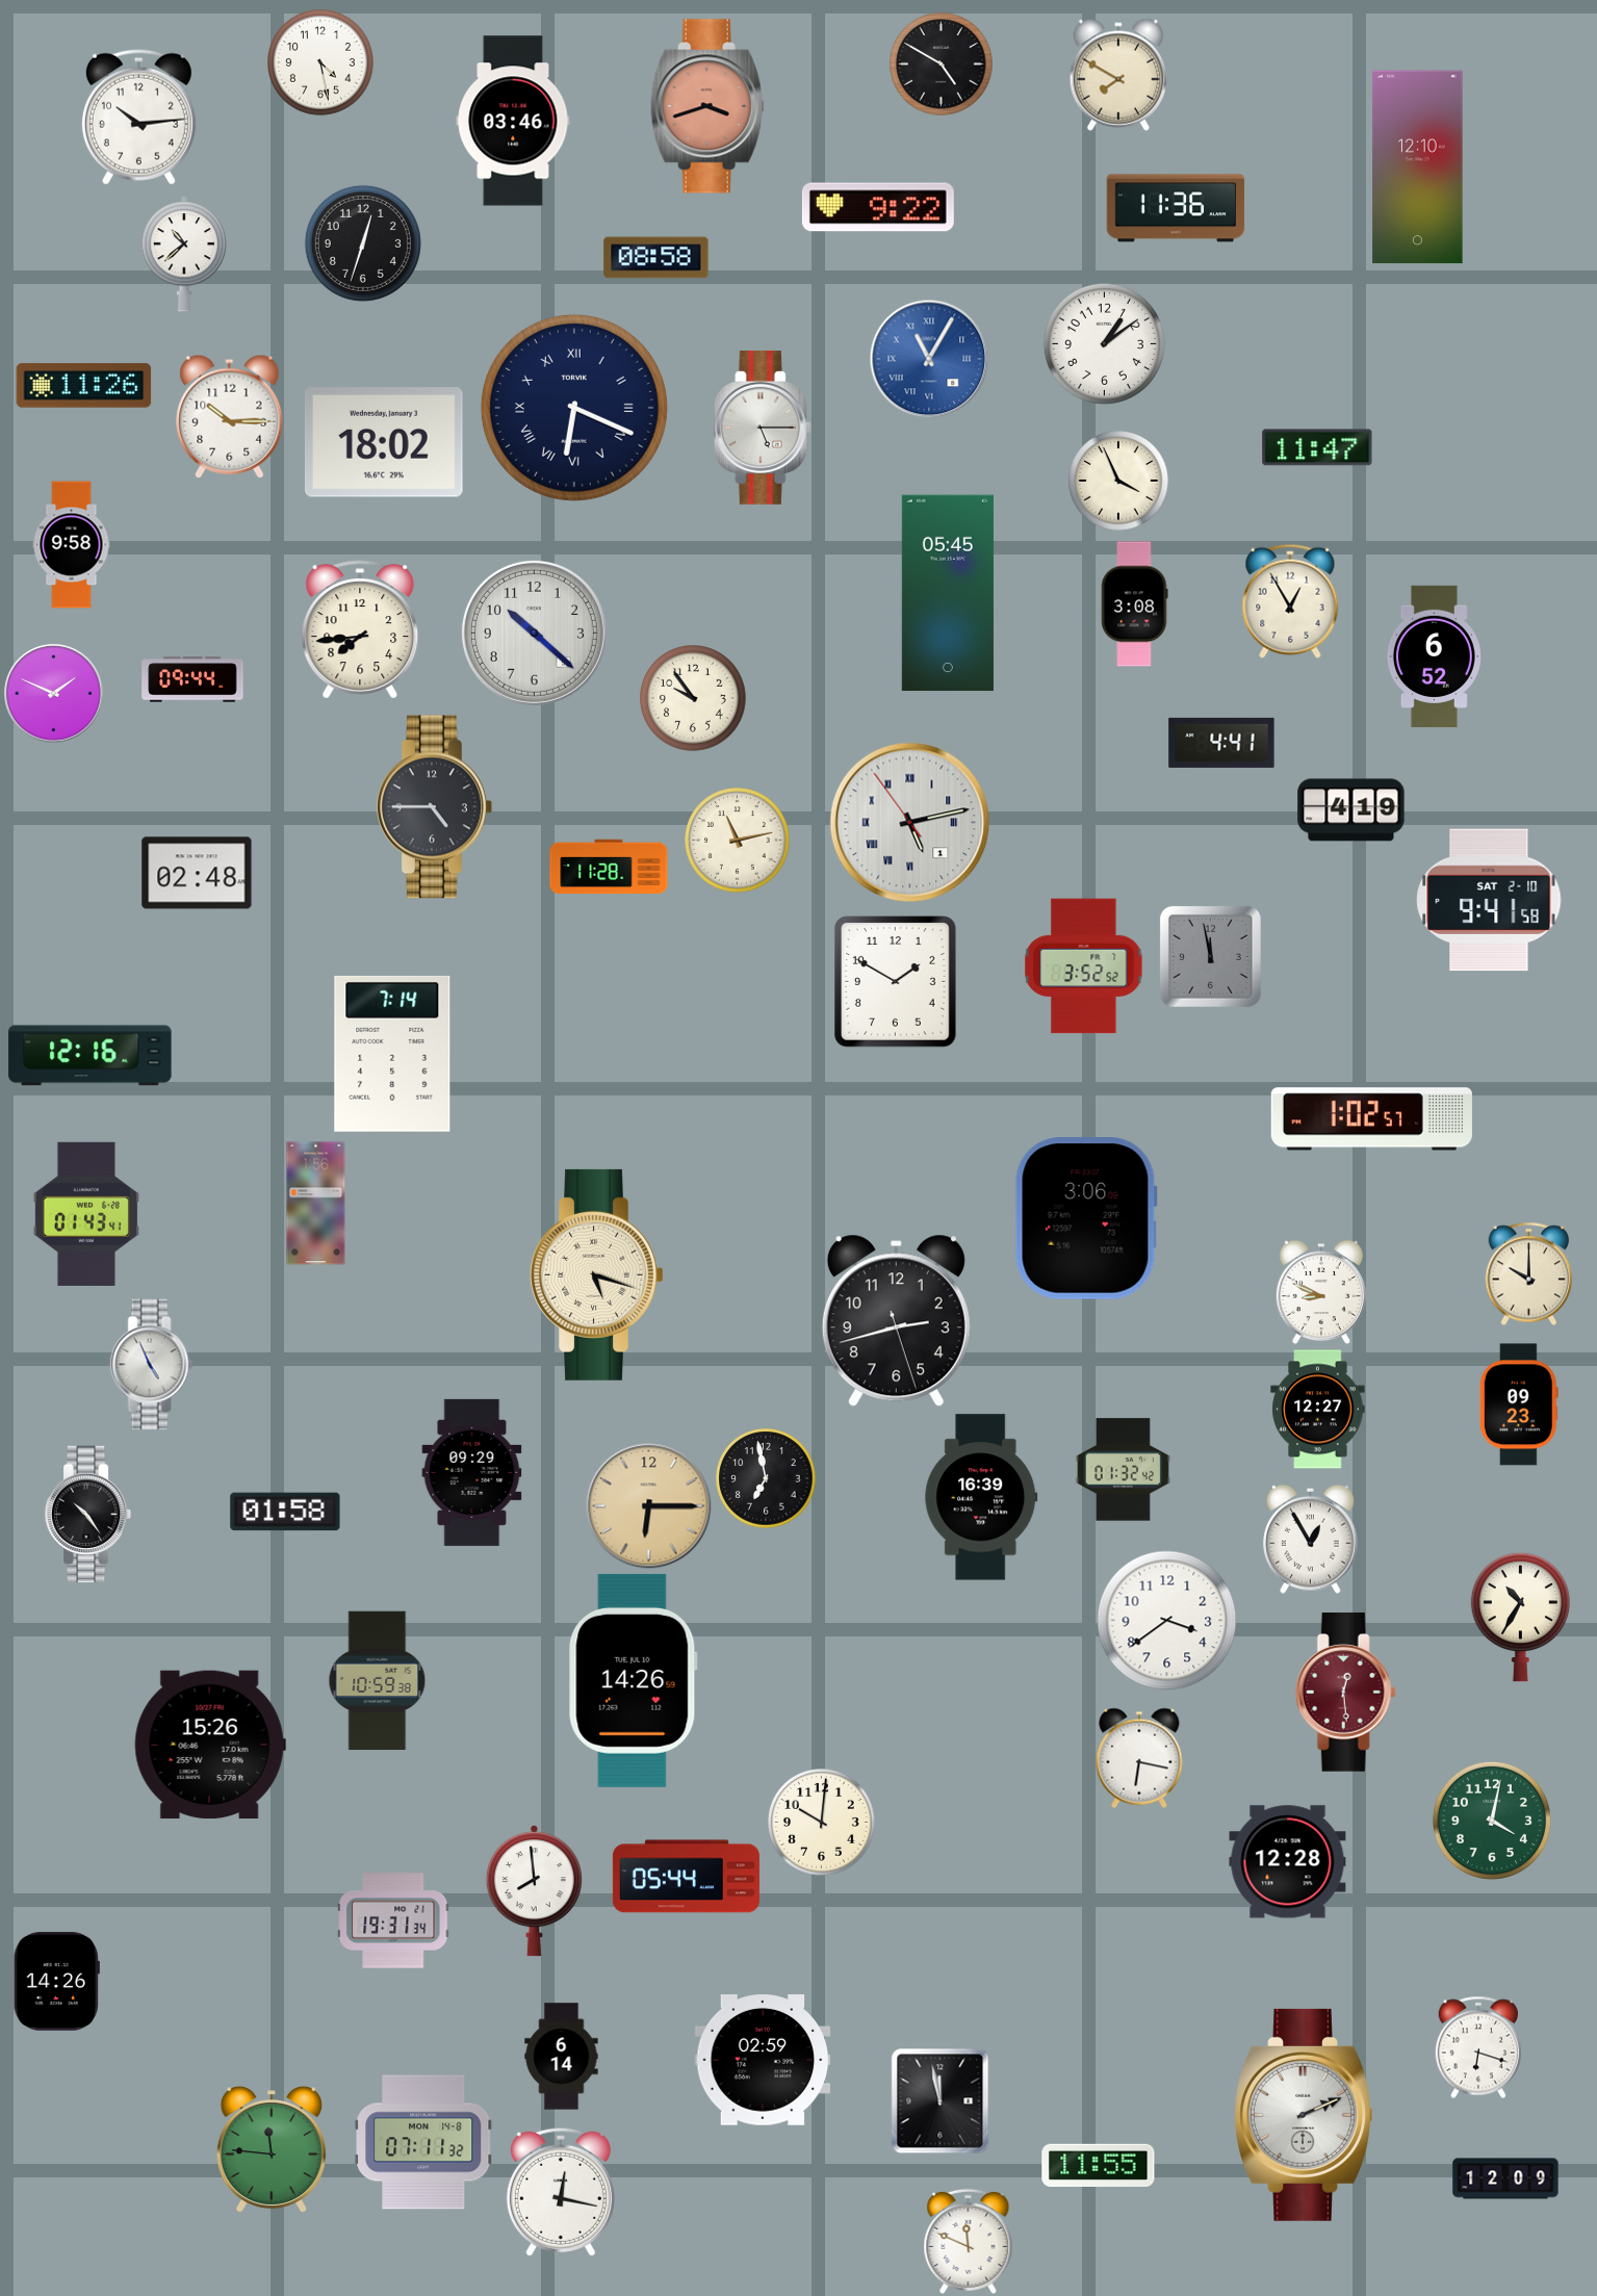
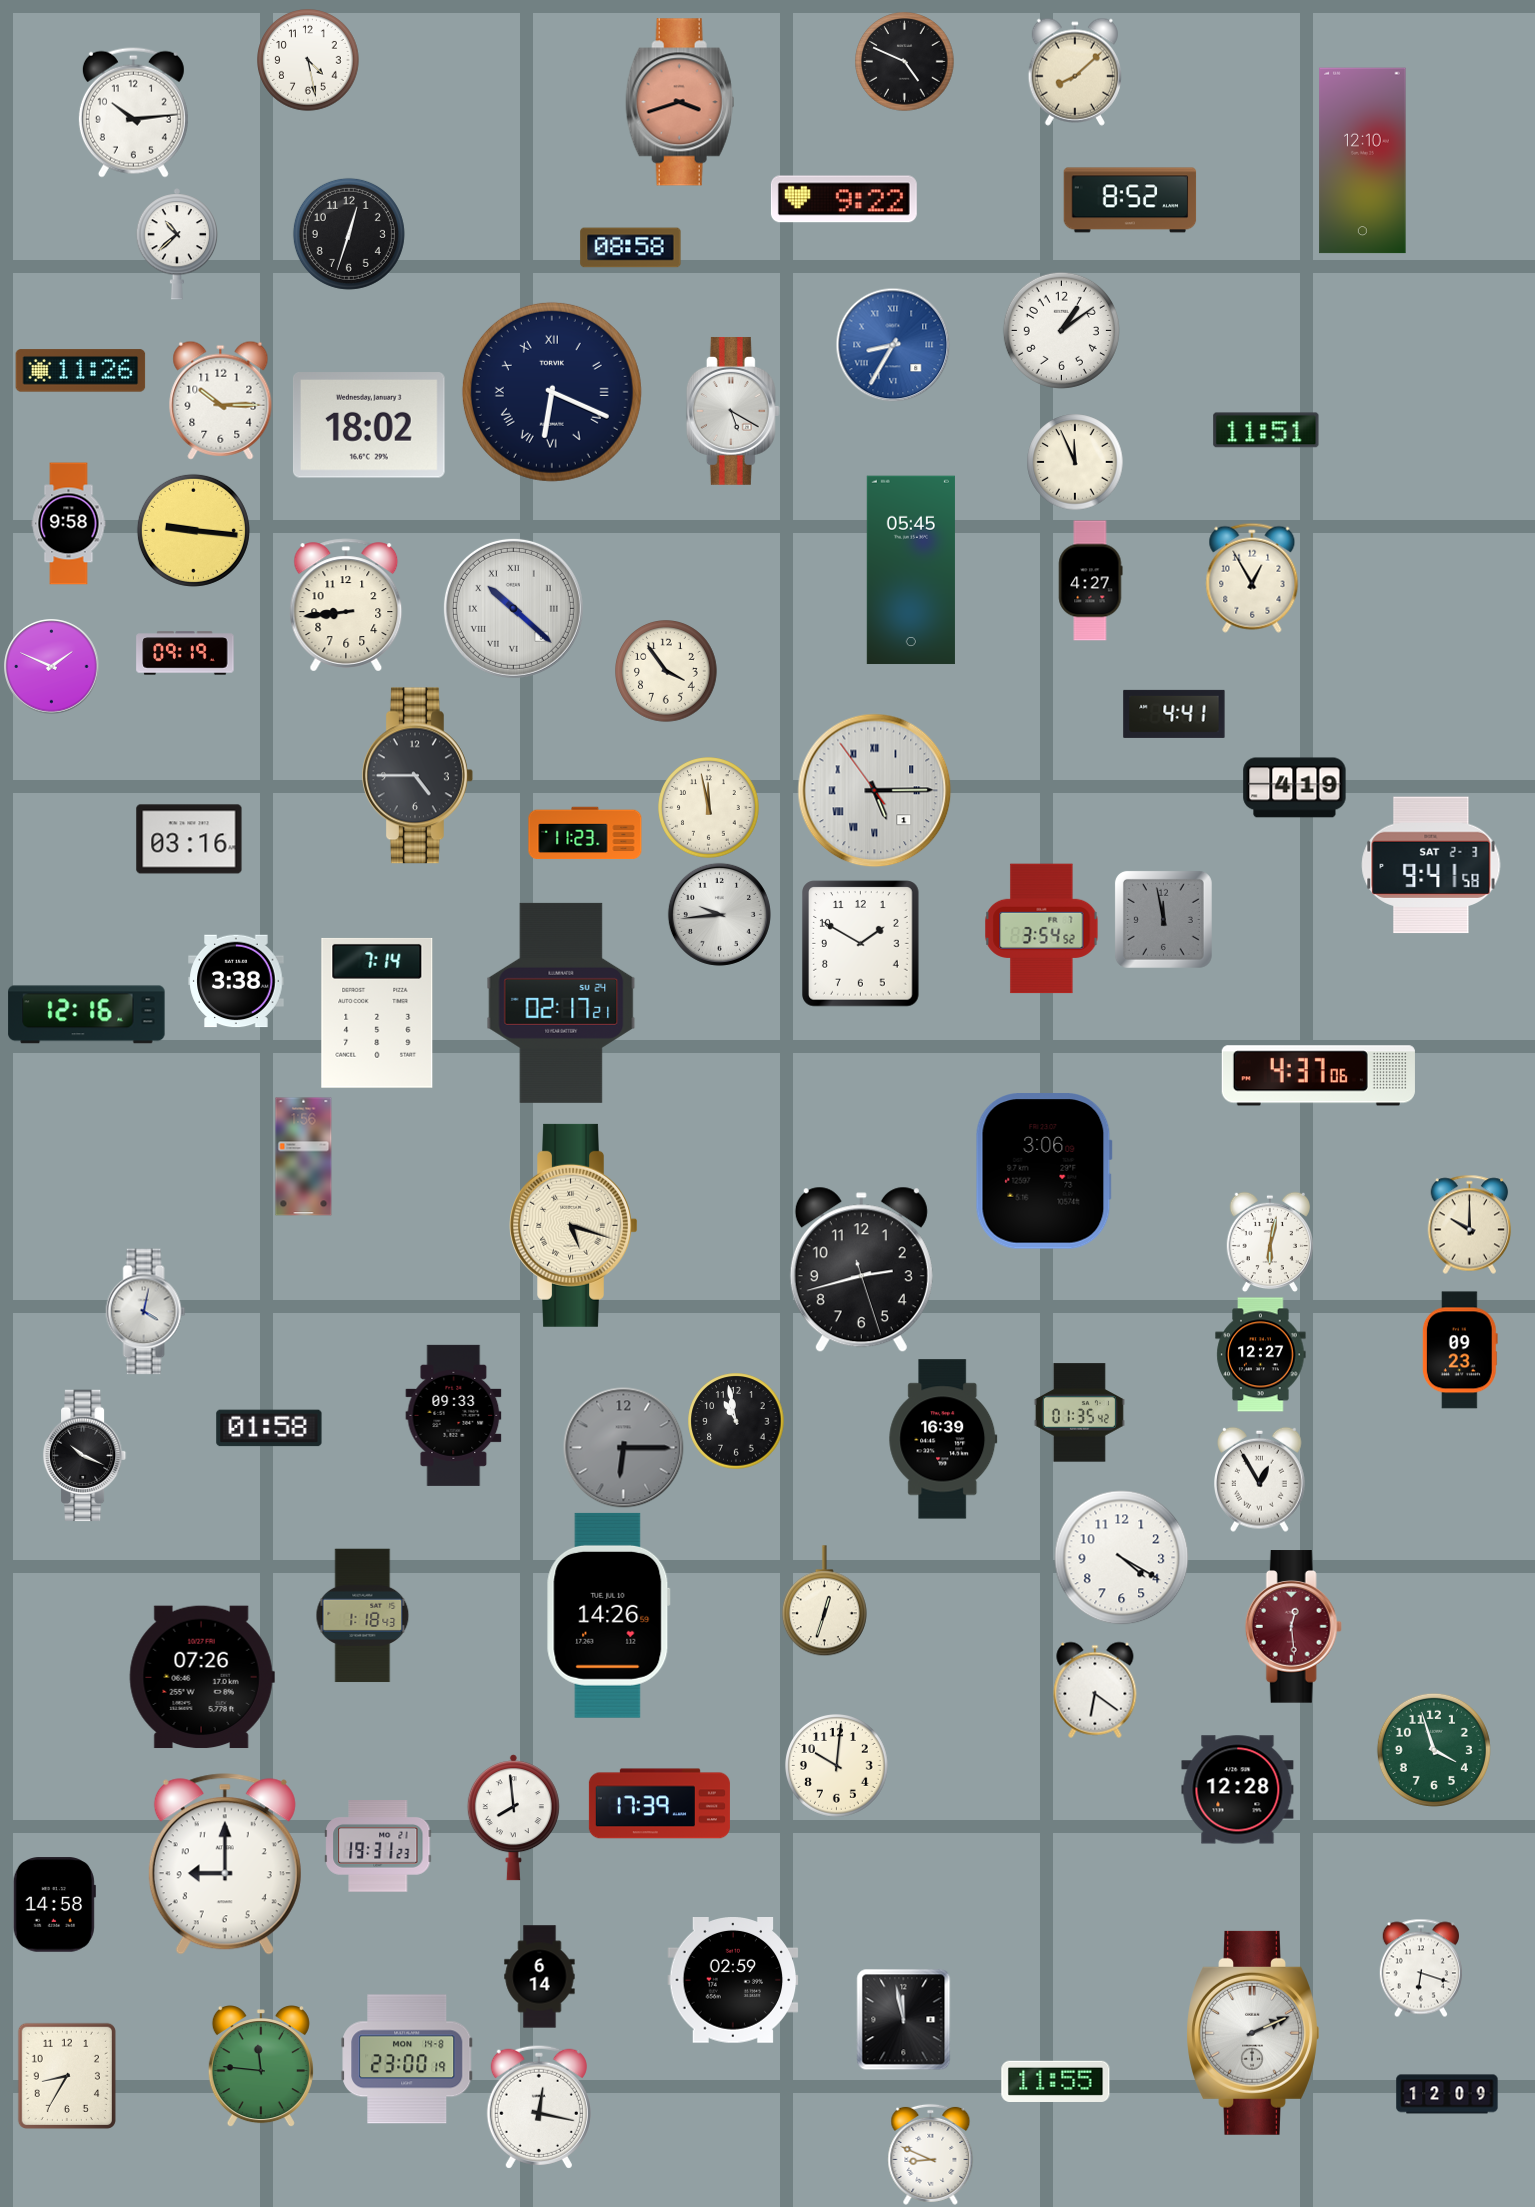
clock at (942, 65): 4:50 -> 4:49
clock at (1117, 75): 7:50 -> 8:08
clock at (513, 121): 03:46 -> none
clock at (1176, 208): 11:36 -> 8:52
clock at (929, 359): 11:05 -> 8:35
clock at (763, 428): 5:15 -> 5:20
clock at (1317, 447): 11:47 -> 11:51
clock at (1118, 481): 3:56 -> 11:56
clock at (193, 530): none -> 9:16
clock at (1290, 601) position: (1290, 601) -> (1252, 578)
clock at (1135, 604): 3:08 -> 4:27
clock at (360, 629): 7:44 -> 8:44
clock at (534, 633) numerals: Arabic -> Roman
clock at (1435, 655): 6:52 -> none
clock at (192, 679): 09:44 -> 09:19
clock at (693, 698): 9:54 -> 3:54
clock at (1351, 810) position: (1351, 810) -> (1295, 788)
clock at (910, 823): 5:12 -> 5:14
clock at (738, 841): 11:13 -> 11:58
clock at (609, 867): 11:28 -> 11:23
clock at (197, 873): 02:48 -> 03:16
clock at (1489, 900) date: SAT 2-10 -> SAT 2-3
clock at (719, 914): none -> 9:44
clock at (1084, 966): 3:52 -> 3:54
clock at (236, 981): none -> 3:38
clock at (561, 1003): none -> 02:17
clock at (1371, 1119): 1:02 -> 4:37
clock at (86, 1214): 01:43 -> none
clock at (1321, 1292): 8:49 -> 6:02
clock at (152, 1365): 4:56 -> 4:02
clock at (1318, 1410) position: (1318, 1410) -> (1261, 1355)
clock at (1123, 1470): 01:32 -> 01:35
clock at (472, 1472): 09:29 -> 09:33
clock at (766, 1478): 6:58 -> 10:58
clock at (649, 1506) dial: champagne -> grey
clock at (285, 1512) position: (285, 1512) -> (269, 1428)
clock at (88, 1515): 10:24 -> 10:19
clock at (1520, 1617): 10:35 -> none
clock at (1167, 1621): 3:39 -> 4:20
clock at (824, 1601): none -> 12:33
clock at (378, 1681): 10:59 -> 1:18
clock at (210, 1745): 15:26 -> 07:26
clock at (1139, 1758): 6:17 -> 6:21
clock at (1492, 1821): 4:02 -> 3:57
clock at (822, 1823) position: (822, 1823) -> (837, 1766)
clock at (686, 1877): 05:44 -> 17:39
clock at (393, 1920): 19:31:34 -> 19:31:23
clock at (225, 1864): none -> 9:00
clock at (56, 1982): 14:26 -> 14:58
clock at (423, 2142): 07:11 -> 23:00
clock at (67, 2076): none -> 8:35
clock at (969, 2241): 11:49 -> 8:49
